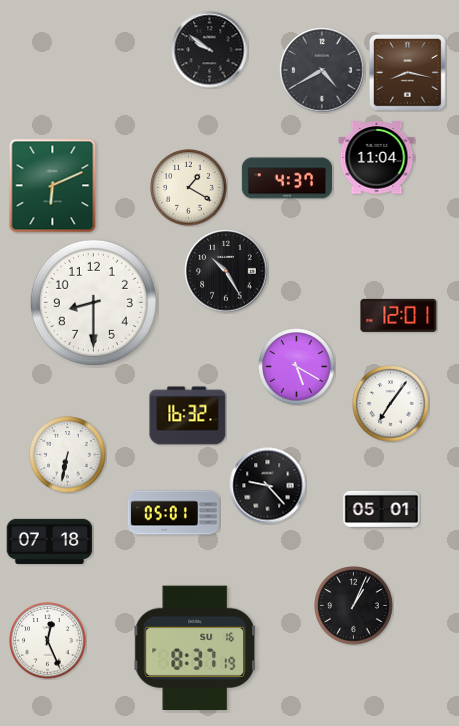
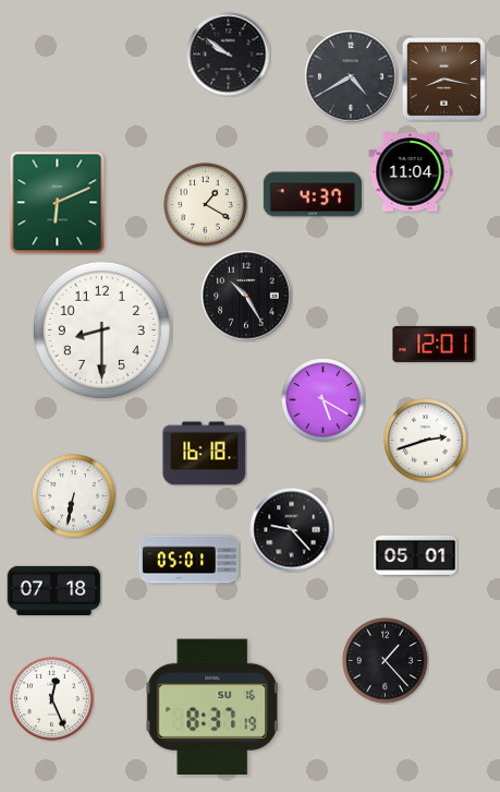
clock at (391, 404): 7:06 -> 2:42
clock at (188, 416): 16:32 -> 16:18
clock at (354, 606): 1:04 -> 1:23
